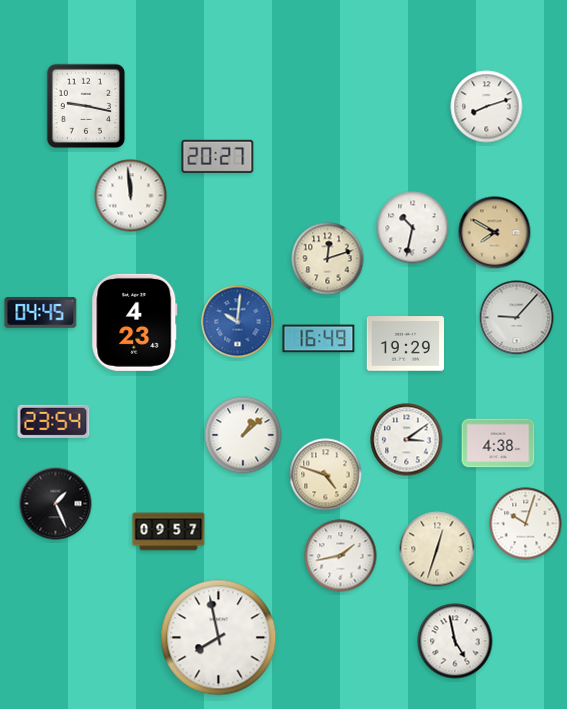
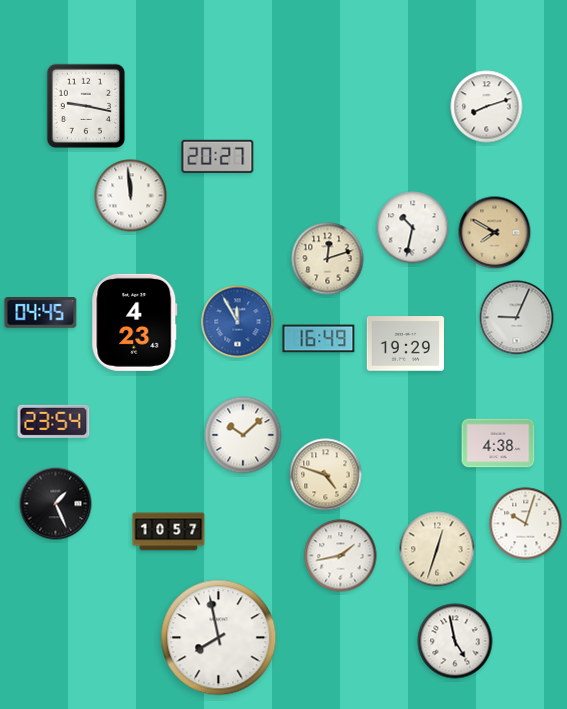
clock at (517, 318): 9:07 -> 9:04
clock at (238, 322): 10:01 -> 11:55
clock at (243, 435): 1:08 -> 10:08
clock at (407, 440): 3:09 -> none
clock at (169, 532): 09:57 -> 10:57
